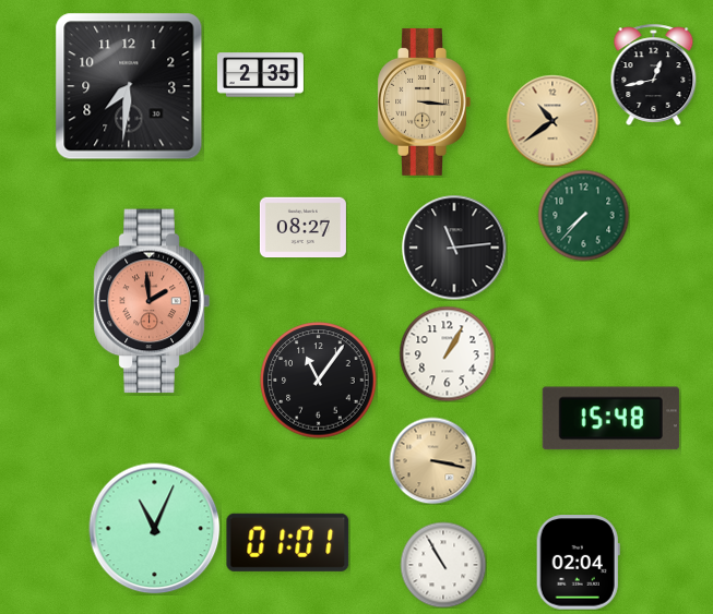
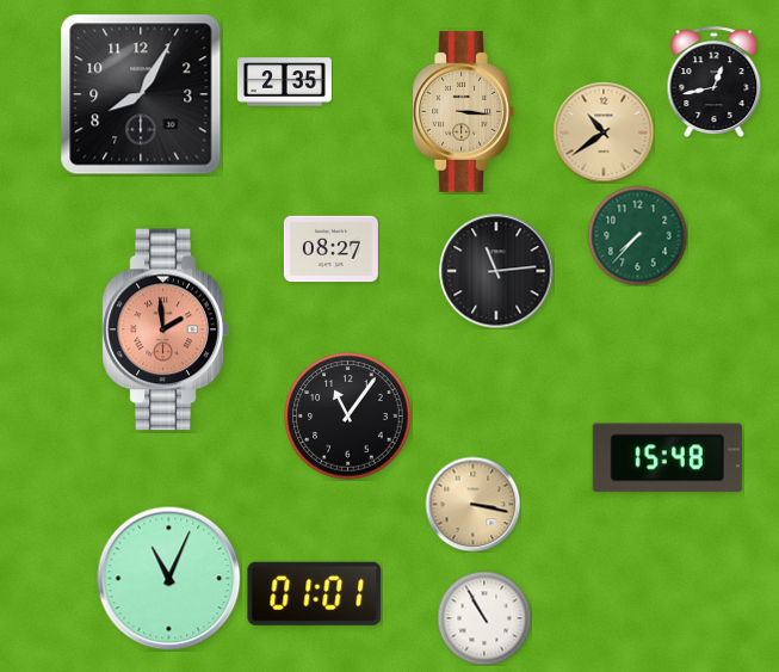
clock at (129, 86): 7:31 -> 8:05
clock at (447, 353): 1:05 -> none
clock at (578, 563): 02:04 -> none
